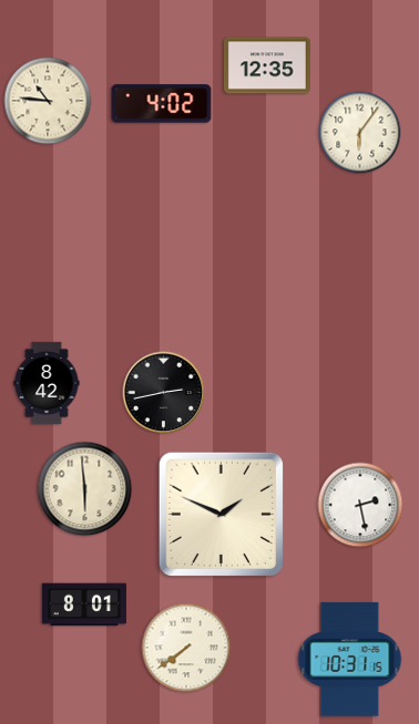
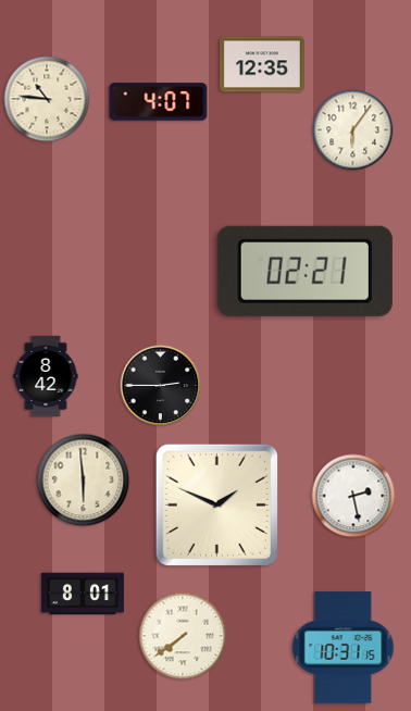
clock at (162, 104): 4:02 -> 4:07
clock at (304, 271): none -> 02:21
clock at (164, 393): 2:43 -> 2:45
